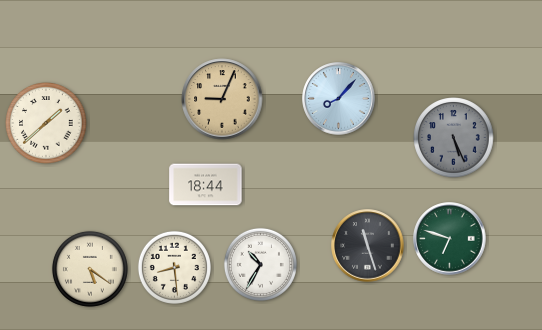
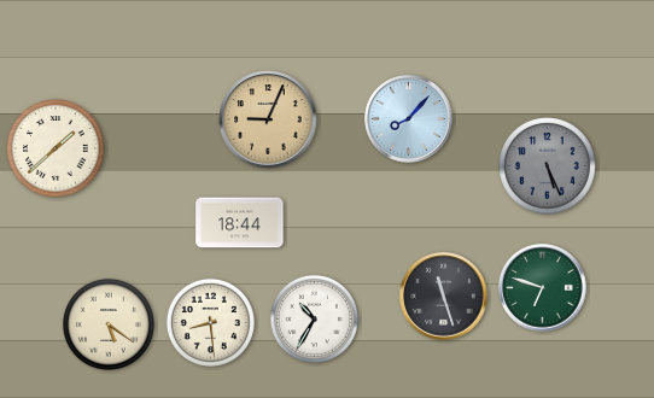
clock at (206, 185) position: (206, 185) -> (240, 223)
